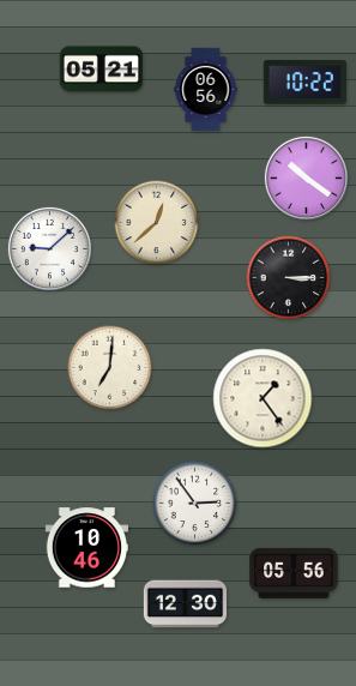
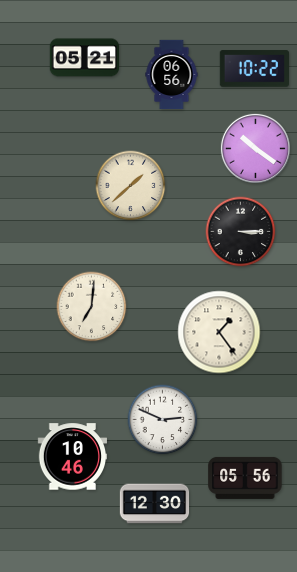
clock at (157, 223): 12:38 -> 1:38
clock at (49, 248): 9:08 -> none
clock at (195, 504): 2:54 -> 2:49
